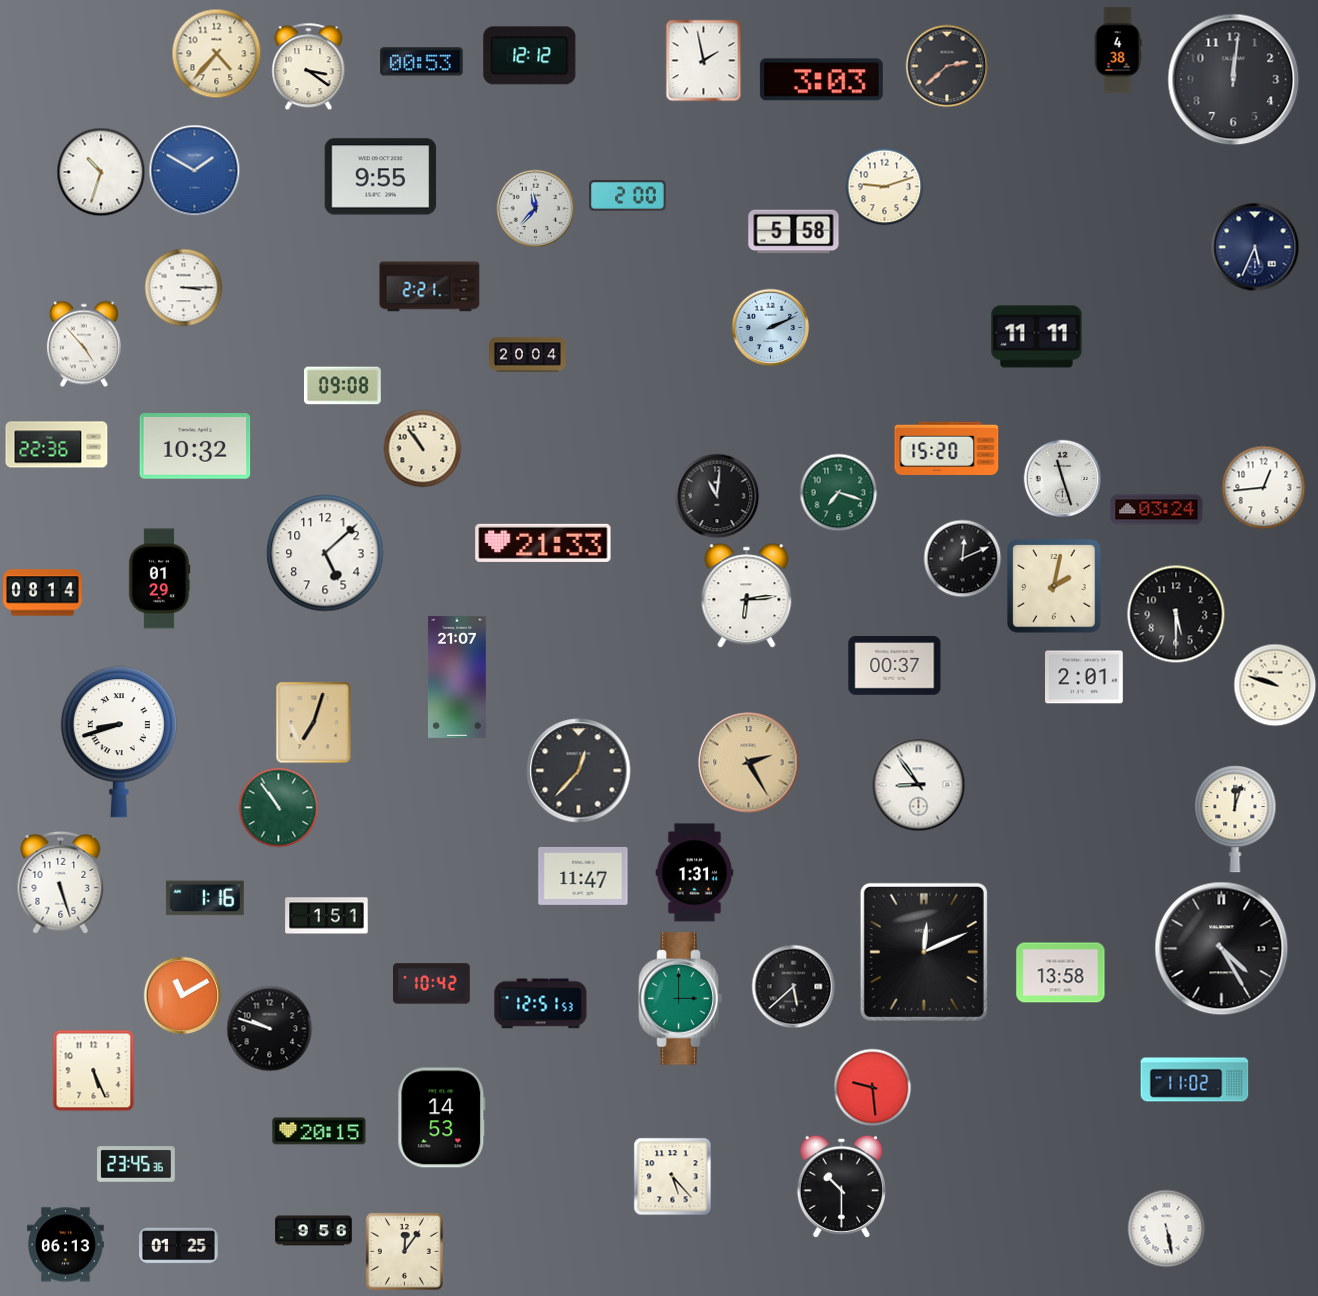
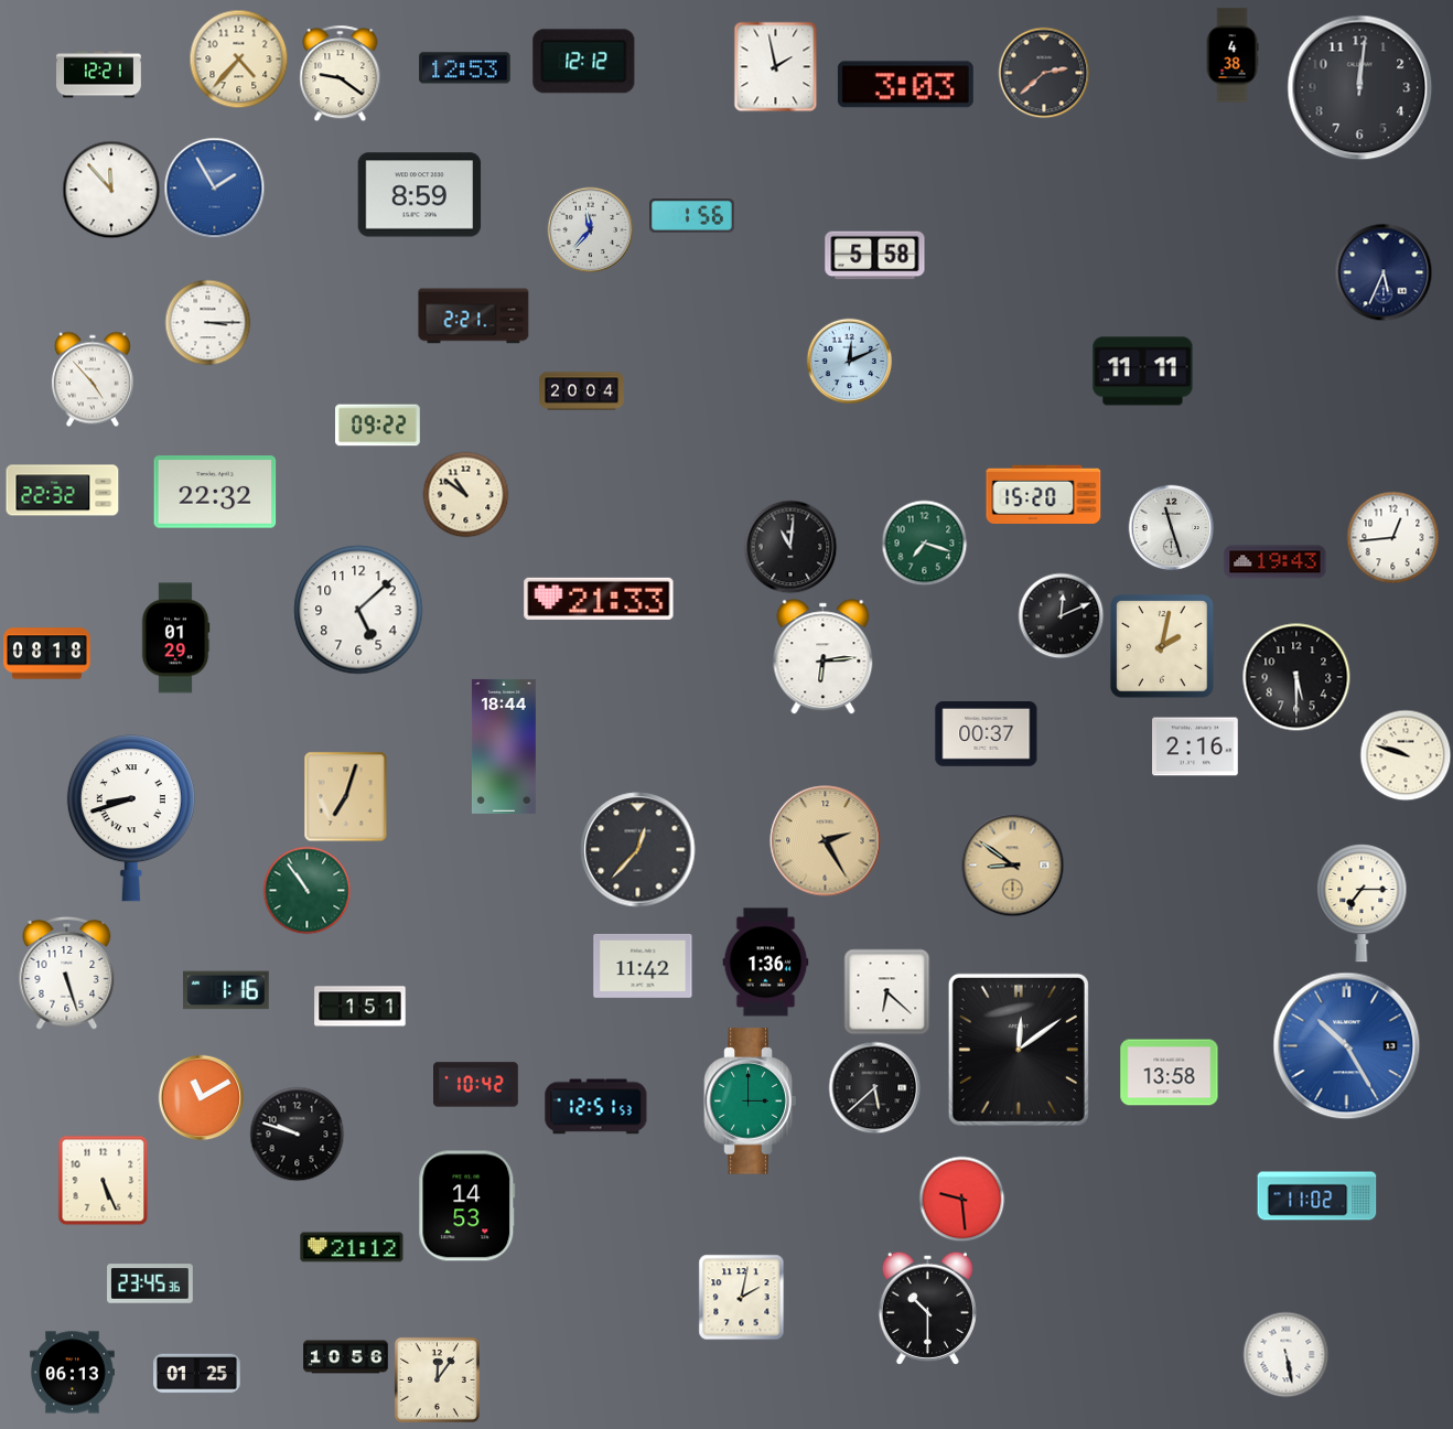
clock at (422, 62): 00:53 -> 12:53
clock at (309, 66): 3:21 -> 9:21
clock at (99, 75): none -> 12:21
clock at (821, 80) position: (821, 80) -> (905, 85)
clock at (194, 170): 1:50 -> 1:55
clock at (101, 172): 10:33 -> 11:53
clock at (381, 177): 9:55 -> 8:59
clock at (884, 186): 9:12 -> none
clock at (628, 196): 2:00 -> 1:56
clock at (183, 287) position: (183, 287) -> (207, 322)
clock at (770, 327): 2:11 -> 12:11
clock at (343, 386): 09:08 -> 09:22
clock at (57, 445): 22:36 -> 22:32
clock at (195, 446): 10:32 -> 22:32
clock at (422, 448): 10:54 -> 10:51
clock at (1157, 510): 03:24 -> 19:43
clock at (43, 593): 08:14 -> 08:18
clock at (457, 677): 21:07 -> 18:44
clock at (1084, 677): 2:01 -> 2:16
clock at (918, 784): 8:54 -> 8:51
clock at (918, 784) dial: white -> champagne
clock at (1235, 819): 12:03 -> 7:15
clock at (695, 873): 1:31 -> 1:36
clock at (583, 876): 11:47 -> 11:42
clock at (886, 991): none -> 6:22
clock at (327, 916) position: (327, 916) -> (360, 1007)
clock at (1222, 949): 4:25 -> 10:25
clock at (1222, 949) dial: black -> blue
clock at (924, 952): 12:11 -> 12:09
clock at (1195, 1080) position: (1195, 1080) -> (1317, 1196)
clock at (442, 1118) position: (442, 1118) -> (467, 1206)
clock at (319, 1131): 20:15 -> 21:12
clock at (672, 1176): 5:23 -> 2:02
clock at (314, 1231): 9:56 -> 10:56
clock at (404, 1251) position: (404, 1251) -> (437, 1379)
